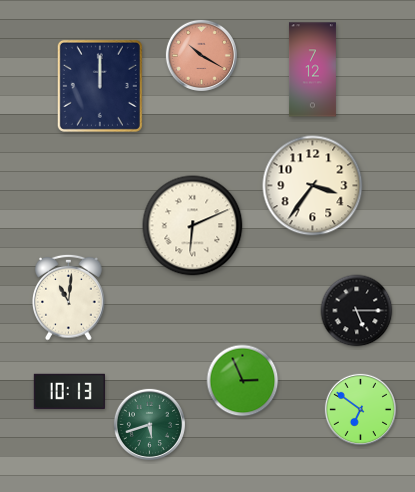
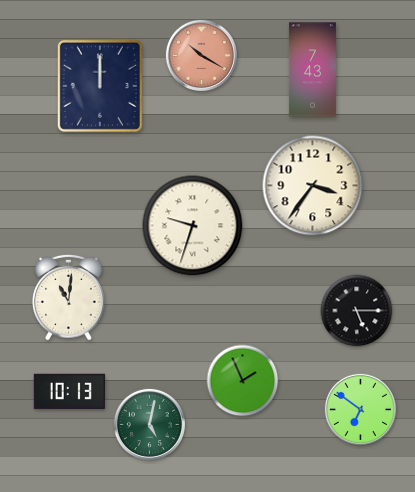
clock at (312, 70): 7:12 -> 7:43
clock at (193, 226): 6:11 -> 9:33
clock at (243, 381): 2:56 -> 1:56
clock at (149, 424): 5:42 -> 5:02
